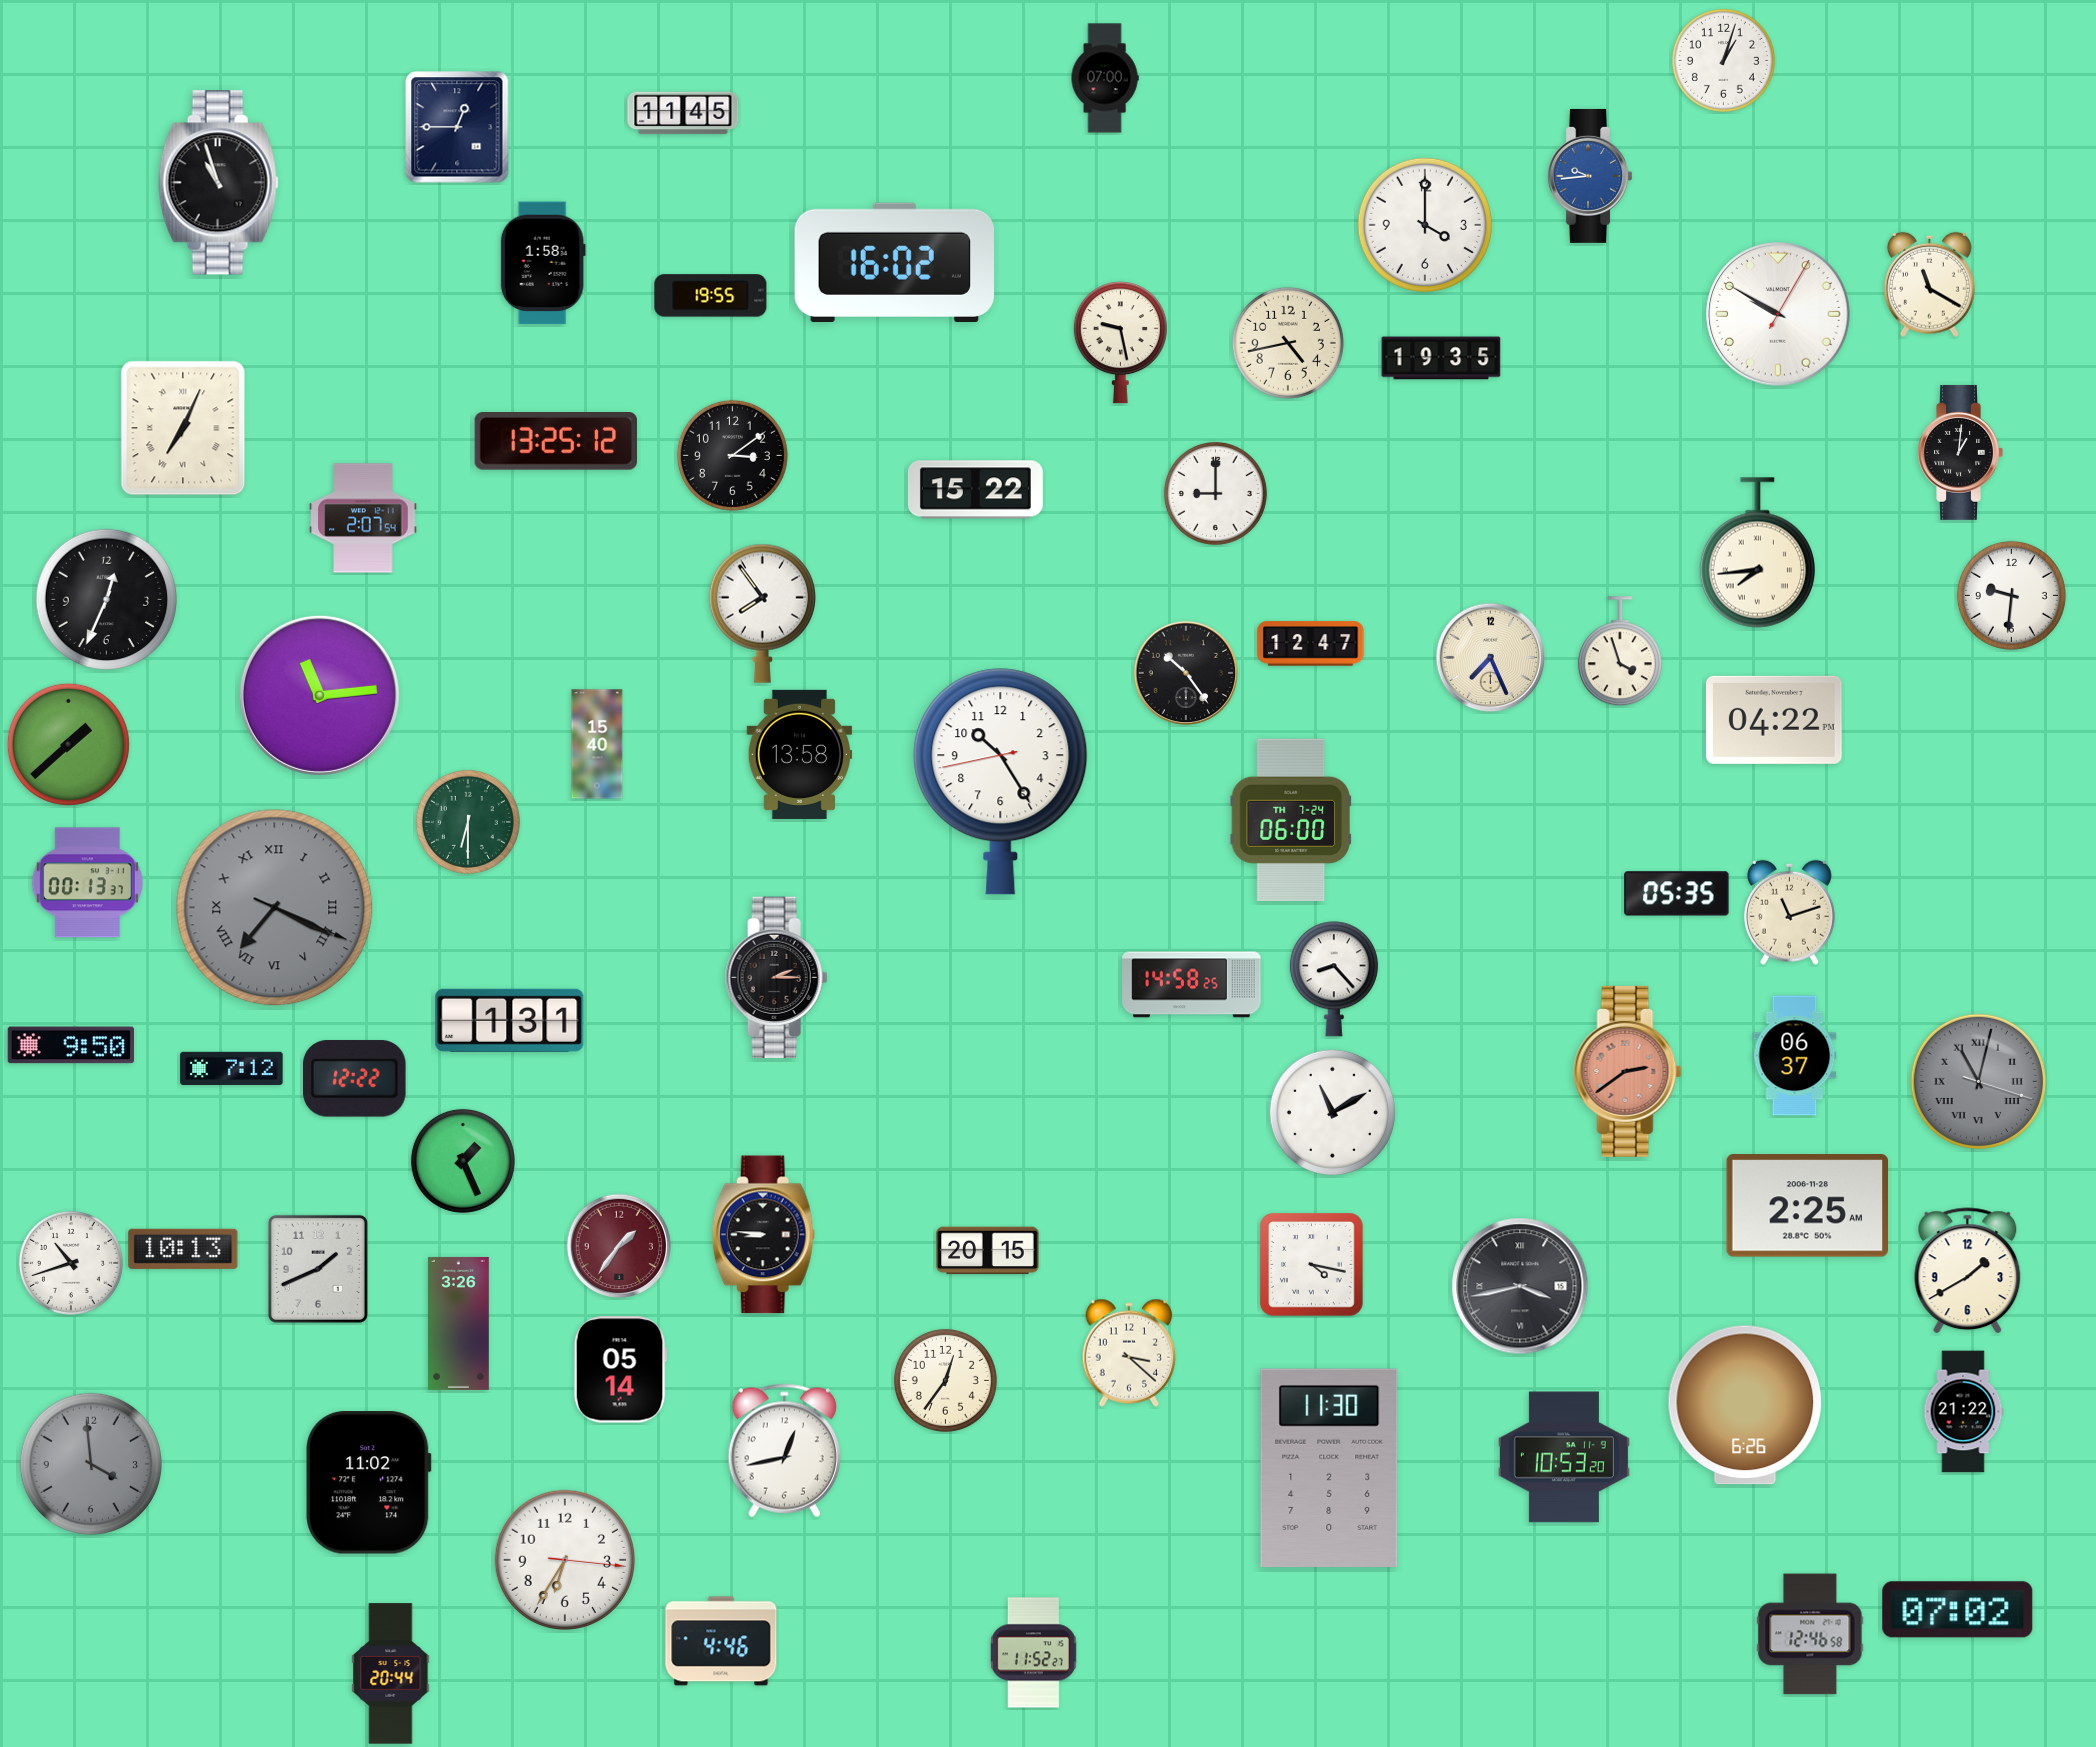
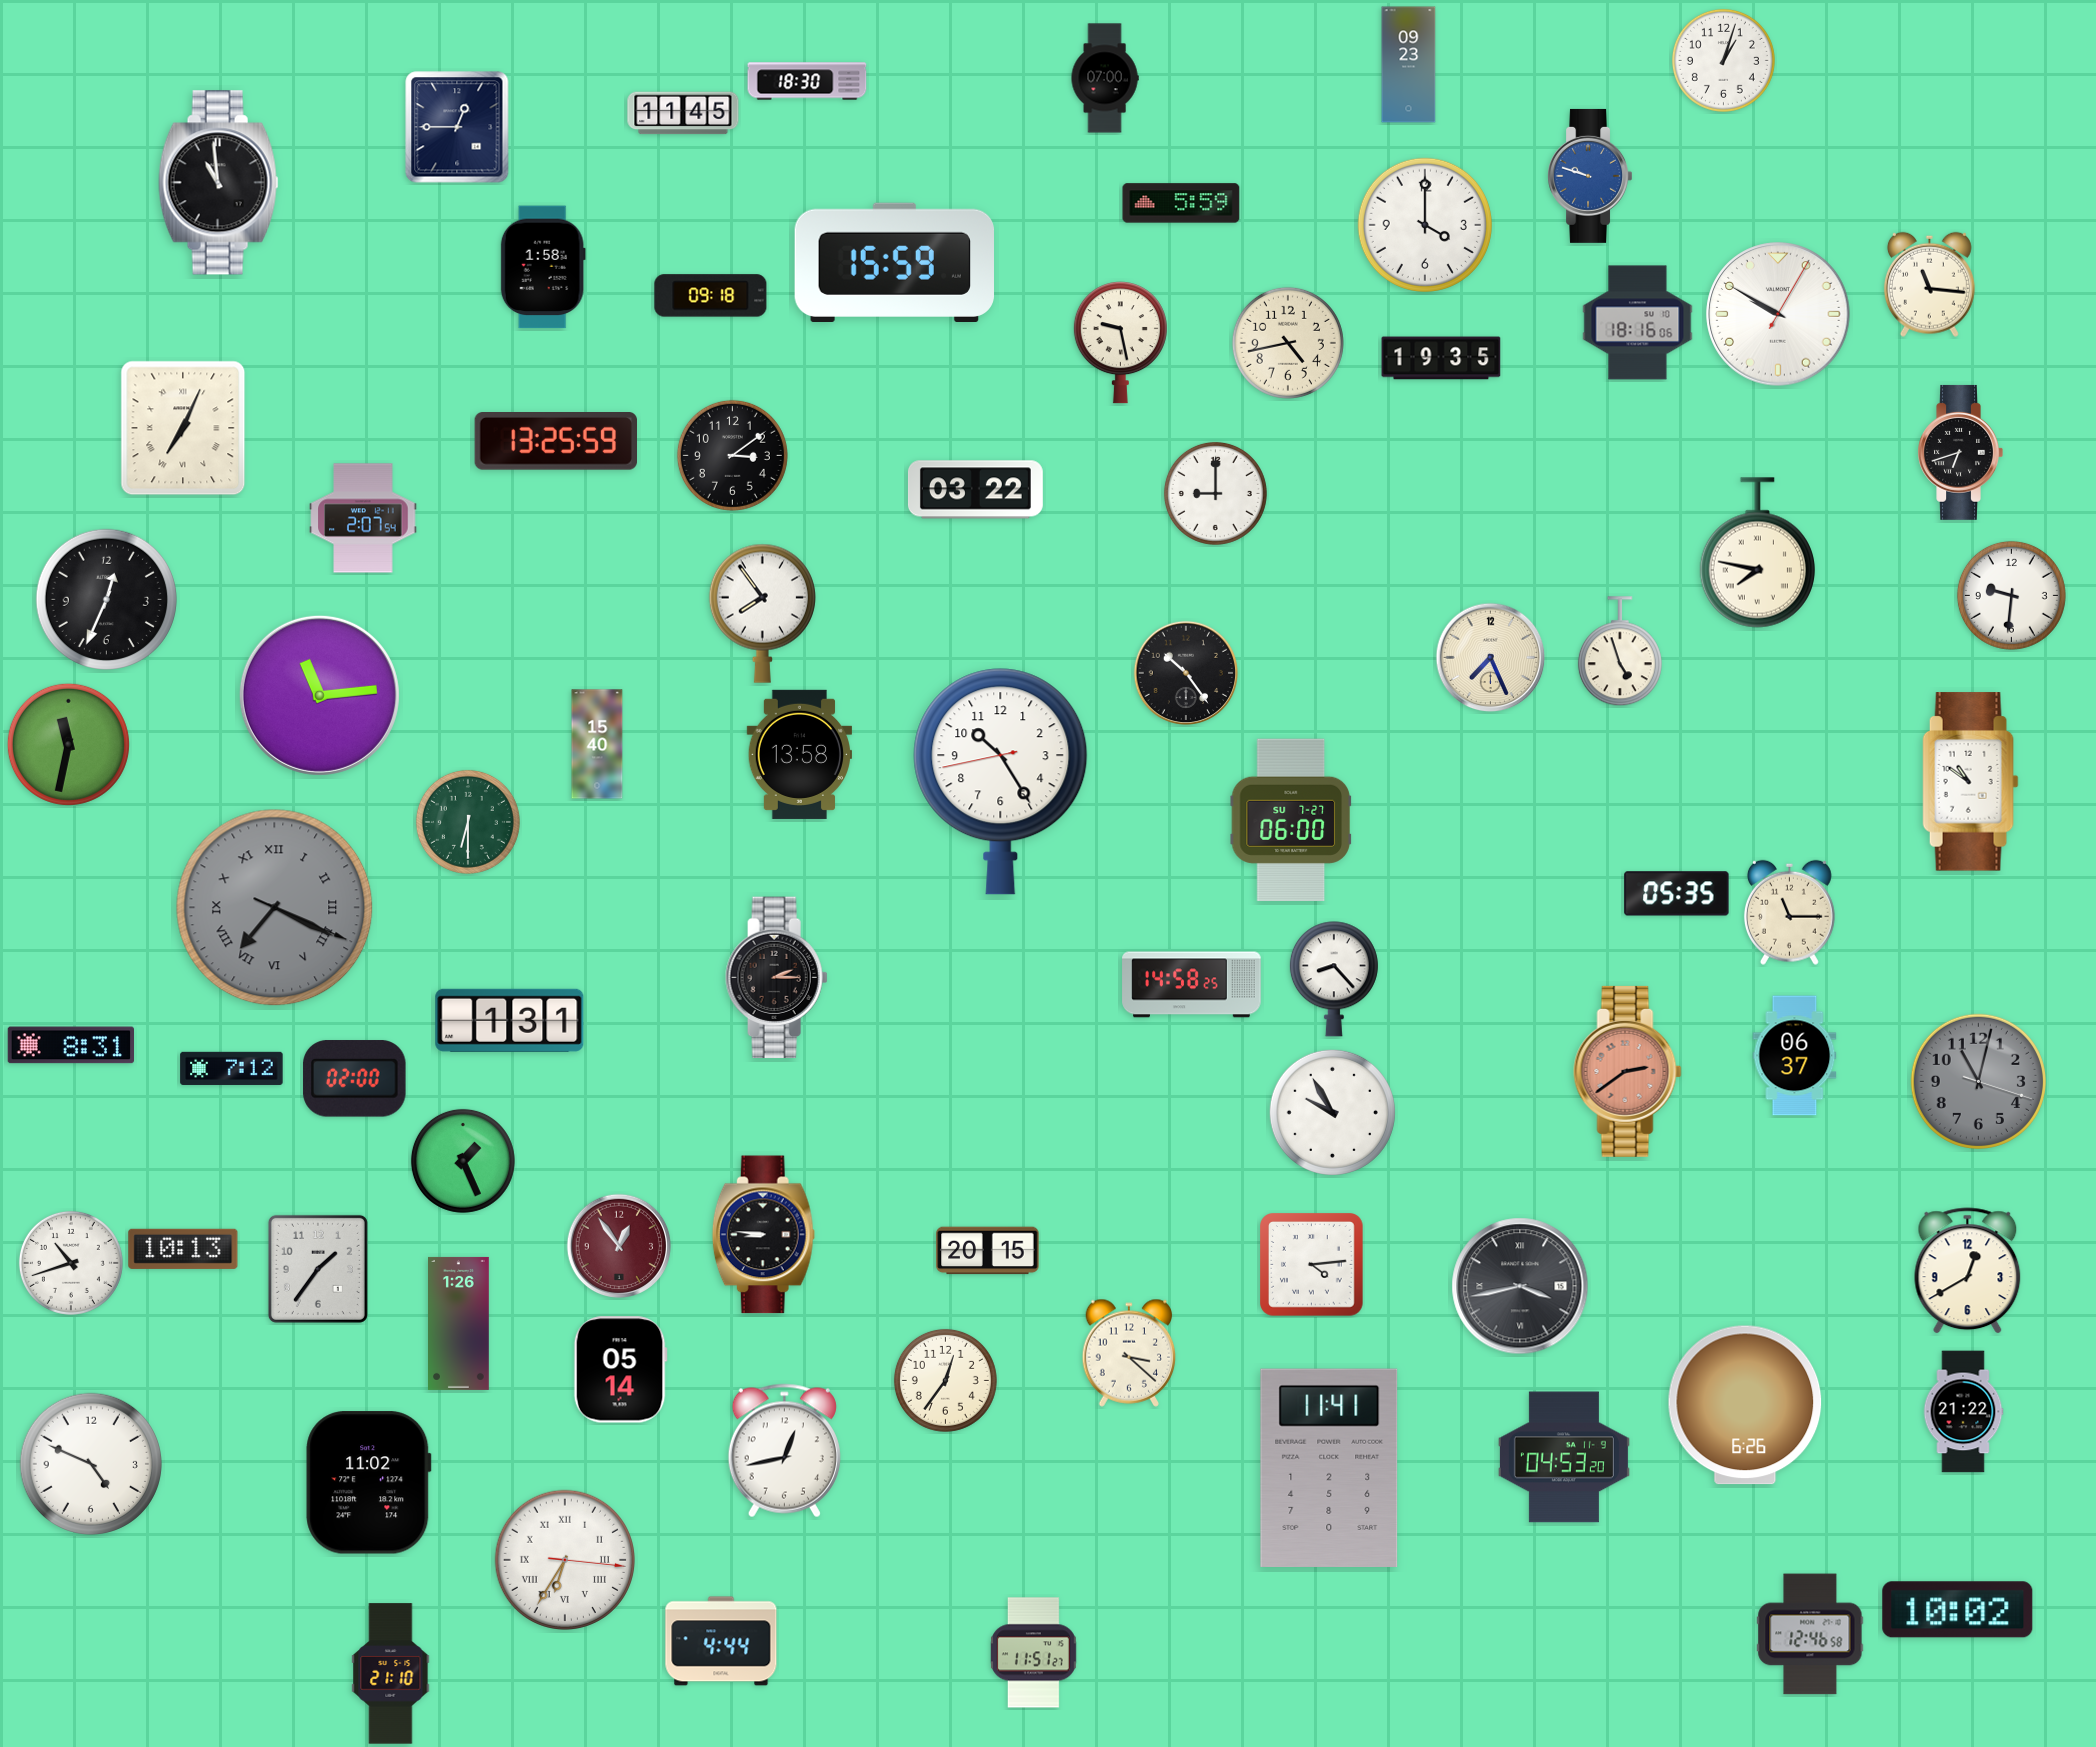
clock at (1409, 65): none -> 09:23
clock at (807, 81): none -> 18:30
clock at (1589, 176): 9:44 -> 9:48
clock at (219, 183): 10:57 -> 10:59
clock at (1181, 203): none -> 5:59
clock at (895, 262): 16:02 -> 15:59
clock at (543, 263) position: (543, 263) -> (543, 267)
clock at (1929, 284): 11:20 -> 11:16
clock at (711, 296): 19:55 -> 09:18
clock at (1638, 323): none -> 18:16
clock at (555, 441): 13:25:12 -> 13:25:59
clock at (1960, 452): 1:01 -> 6:42
clock at (975, 490): 15:22 -> 03:22
clock at (1757, 553): 7:44 -> 7:47
clock at (1311, 644): 12:47 -> none
clock at (1620, 652): 3:57 -> 4:57
clock at (1774, 720): 04:22 -> none
clock at (68, 744): 1:38 -> 11:32
clock at (1971, 782): none -> 10:51
clock at (1291, 820) date: TH 7-24 -> SU 7-27
clock at (87, 883): 00:13 -> none
clock at (1789, 912): 11:12 -> 11:15
clock at (70, 1045): 9:50 -> 8:31
clock at (355, 1079): 12:22 -> 02:00
clock at (1978, 1081) numerals: Roman -> Arabic
clock at (1332, 1112): 11:10 -> 9:55
clock at (1807, 1206): 2:25 -> none
clock at (619, 1246): 1:36 -> 12:54
clock at (1312, 1265): 4:17 -> 4:14
clock at (318, 1269): 1:41 -> 1:36
clock at (1968, 1271): 1:40 -> 12:40
clock at (459, 1323): 3:26 -> 1:26
clock at (1564, 1457): 10:53 -> 04:53
clock at (90, 1463): 3:59 -> 4:49
clock at (90, 1463) dial: grey -> white
clock at (1329, 1467): 11:30 -> 11:41
clock at (565, 1560) numerals: Arabic -> Roman
clock at (1958, 1610): 07:02 -> 10:02
clock at (721, 1641): 4:46 -> 4:44
clock at (1033, 1653): 11:52 -> 11:51
clock at (391, 1674): 20:44 -> 21:10
